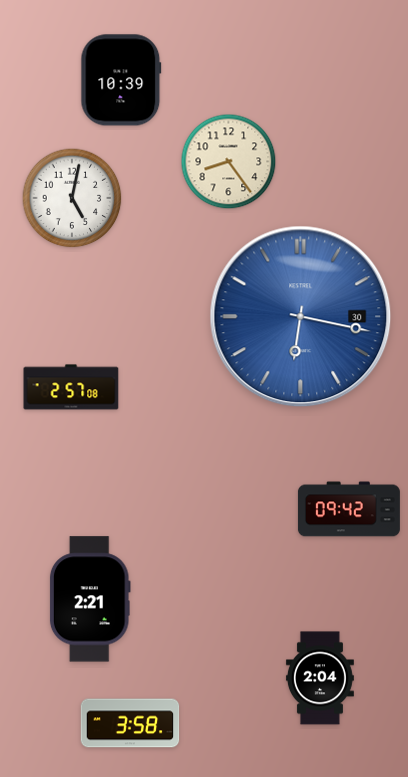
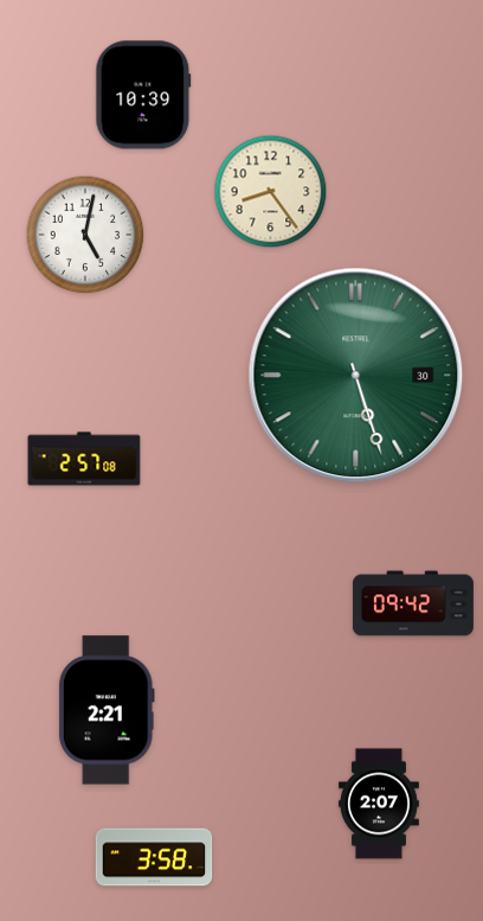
clock at (301, 317): 6:17 -> 5:27
clock at (301, 317) dial: blue -> green
clock at (320, 678): 2:04 -> 2:07
